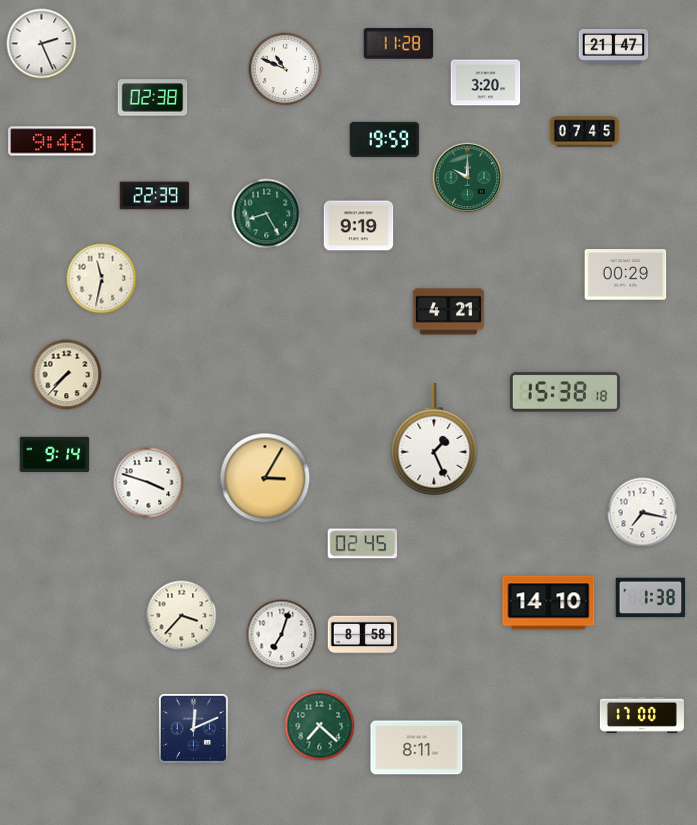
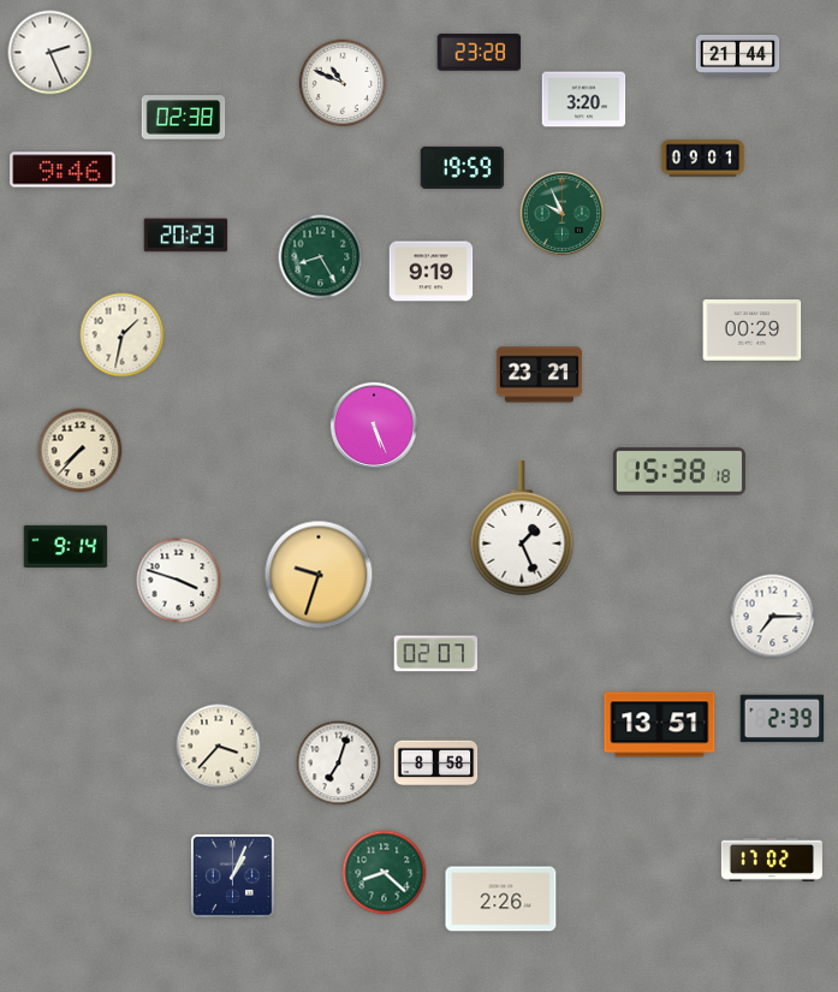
clock at (399, 44): 11:28 -> 23:28
clock at (614, 47): 21:47 -> 21:44
clock at (585, 132): 07:45 -> 09:01
clock at (468, 178): 10:00 -> 9:56
clock at (155, 196): 22:39 -> 20:23
clock at (102, 279): 11:32 -> 1:32
clock at (448, 312): 4:21 -> 23:21
clock at (374, 426): none -> 5:26
clock at (265, 478): 3:05 -> 9:33
clock at (643, 513): 7:17 -> 7:15
clock at (363, 544): 02:45 -> 02:07
clock at (651, 598): 1:38 -> 2:39
clock at (549, 603): 14:10 -> 13:51
clock at (182, 616) position: (182, 616) -> (219, 747)
clock at (642, 715): 17:00 -> 17:02
clock at (320, 726): 7:22 -> 8:22
clock at (193, 728): 12:11 -> 1:04
clock at (417, 748): 8:11 -> 2:26
